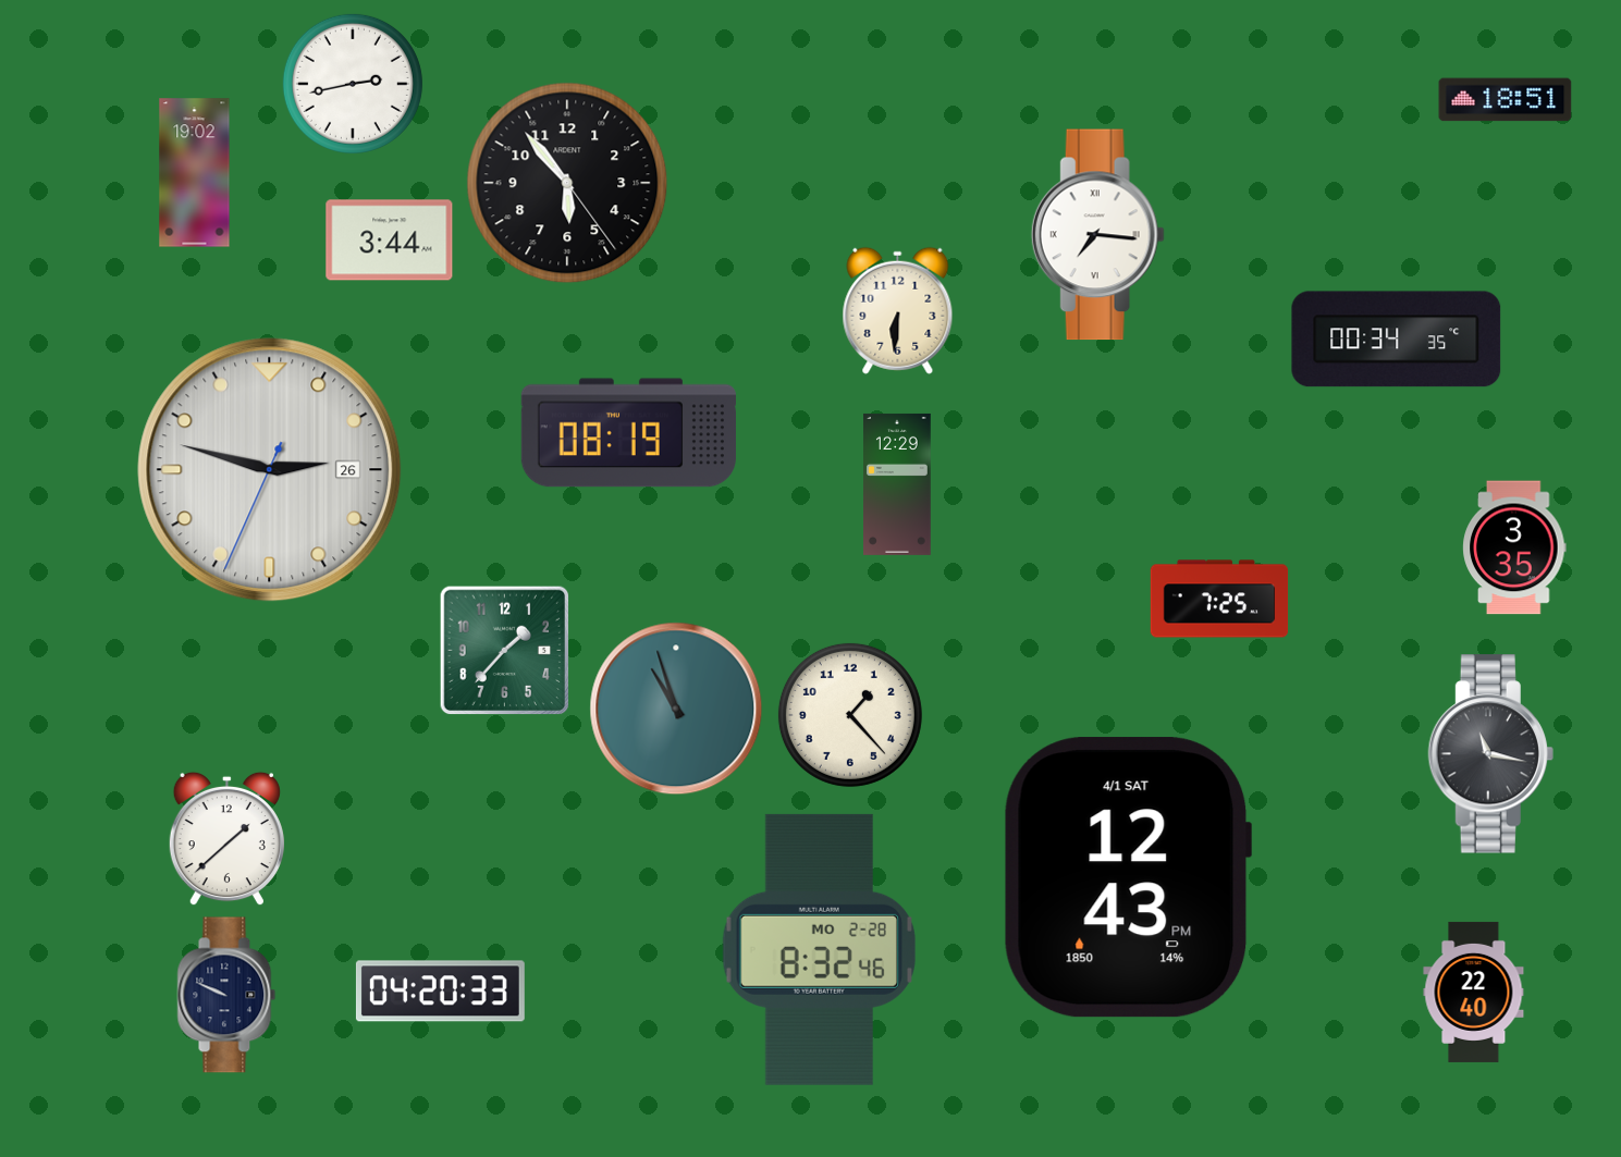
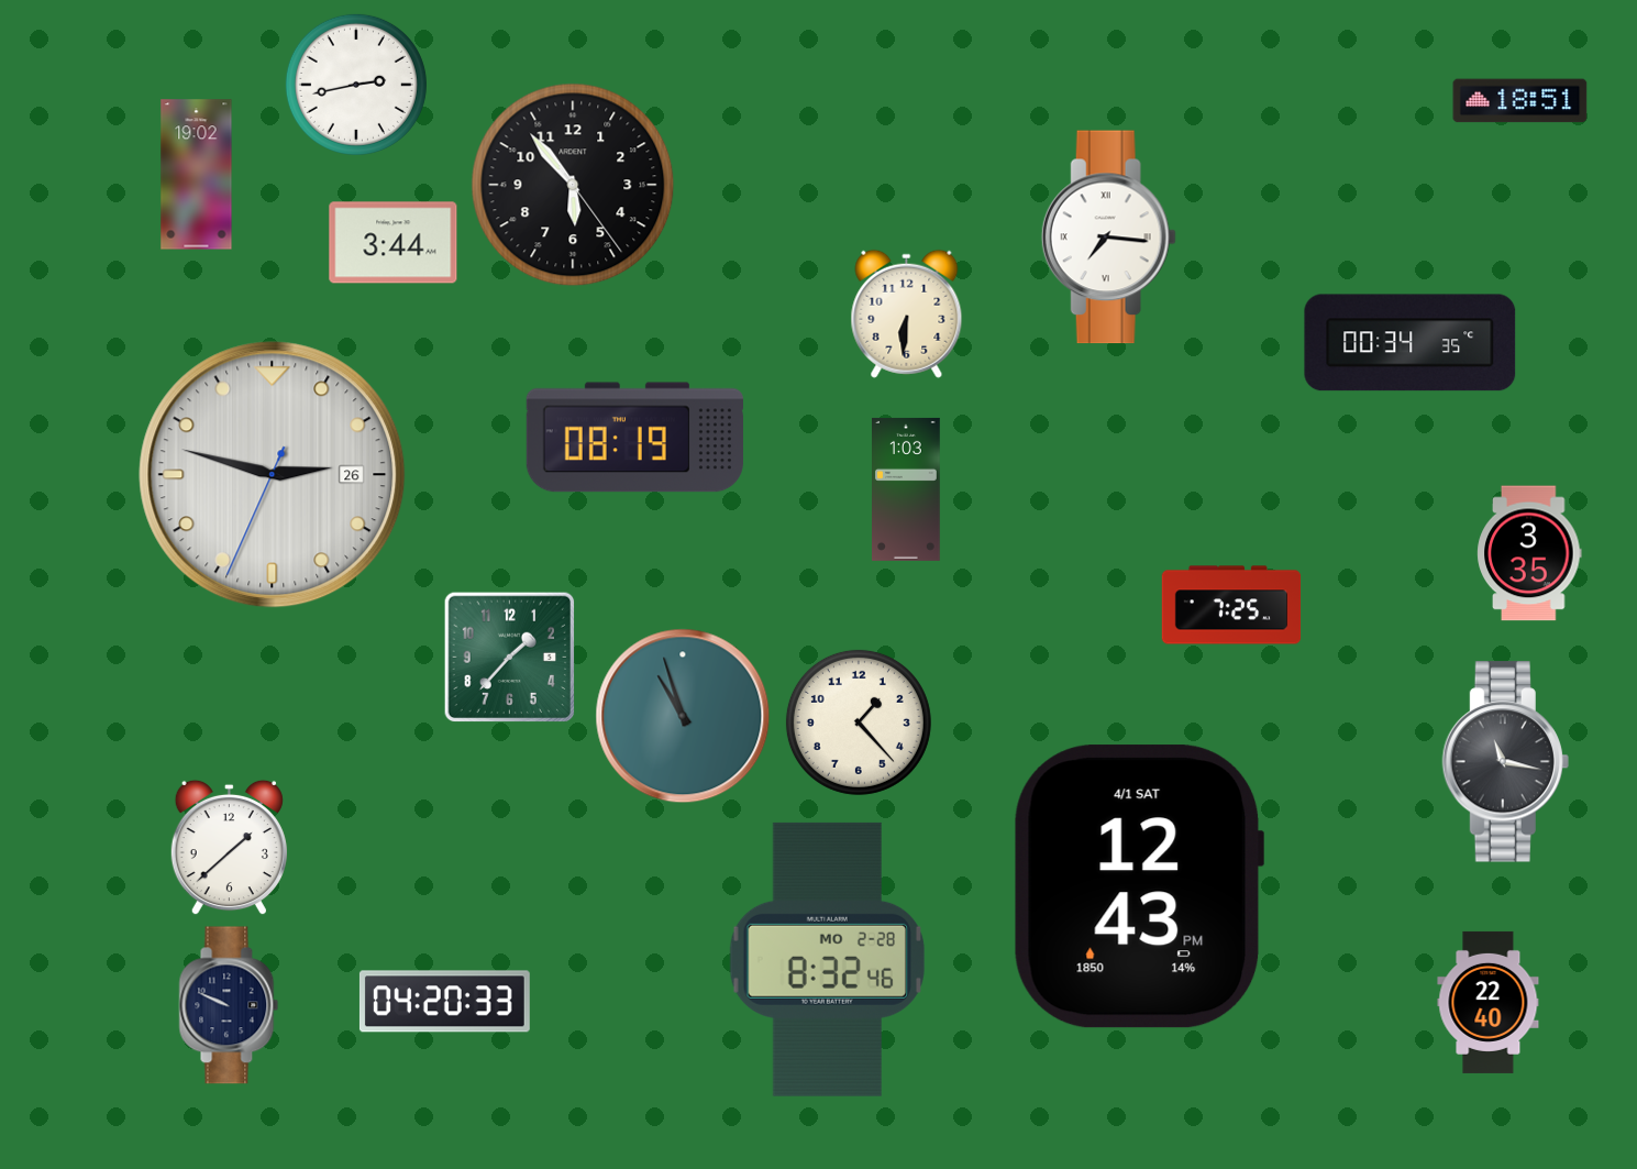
clock at (898, 484): 12:29 -> 1:03
